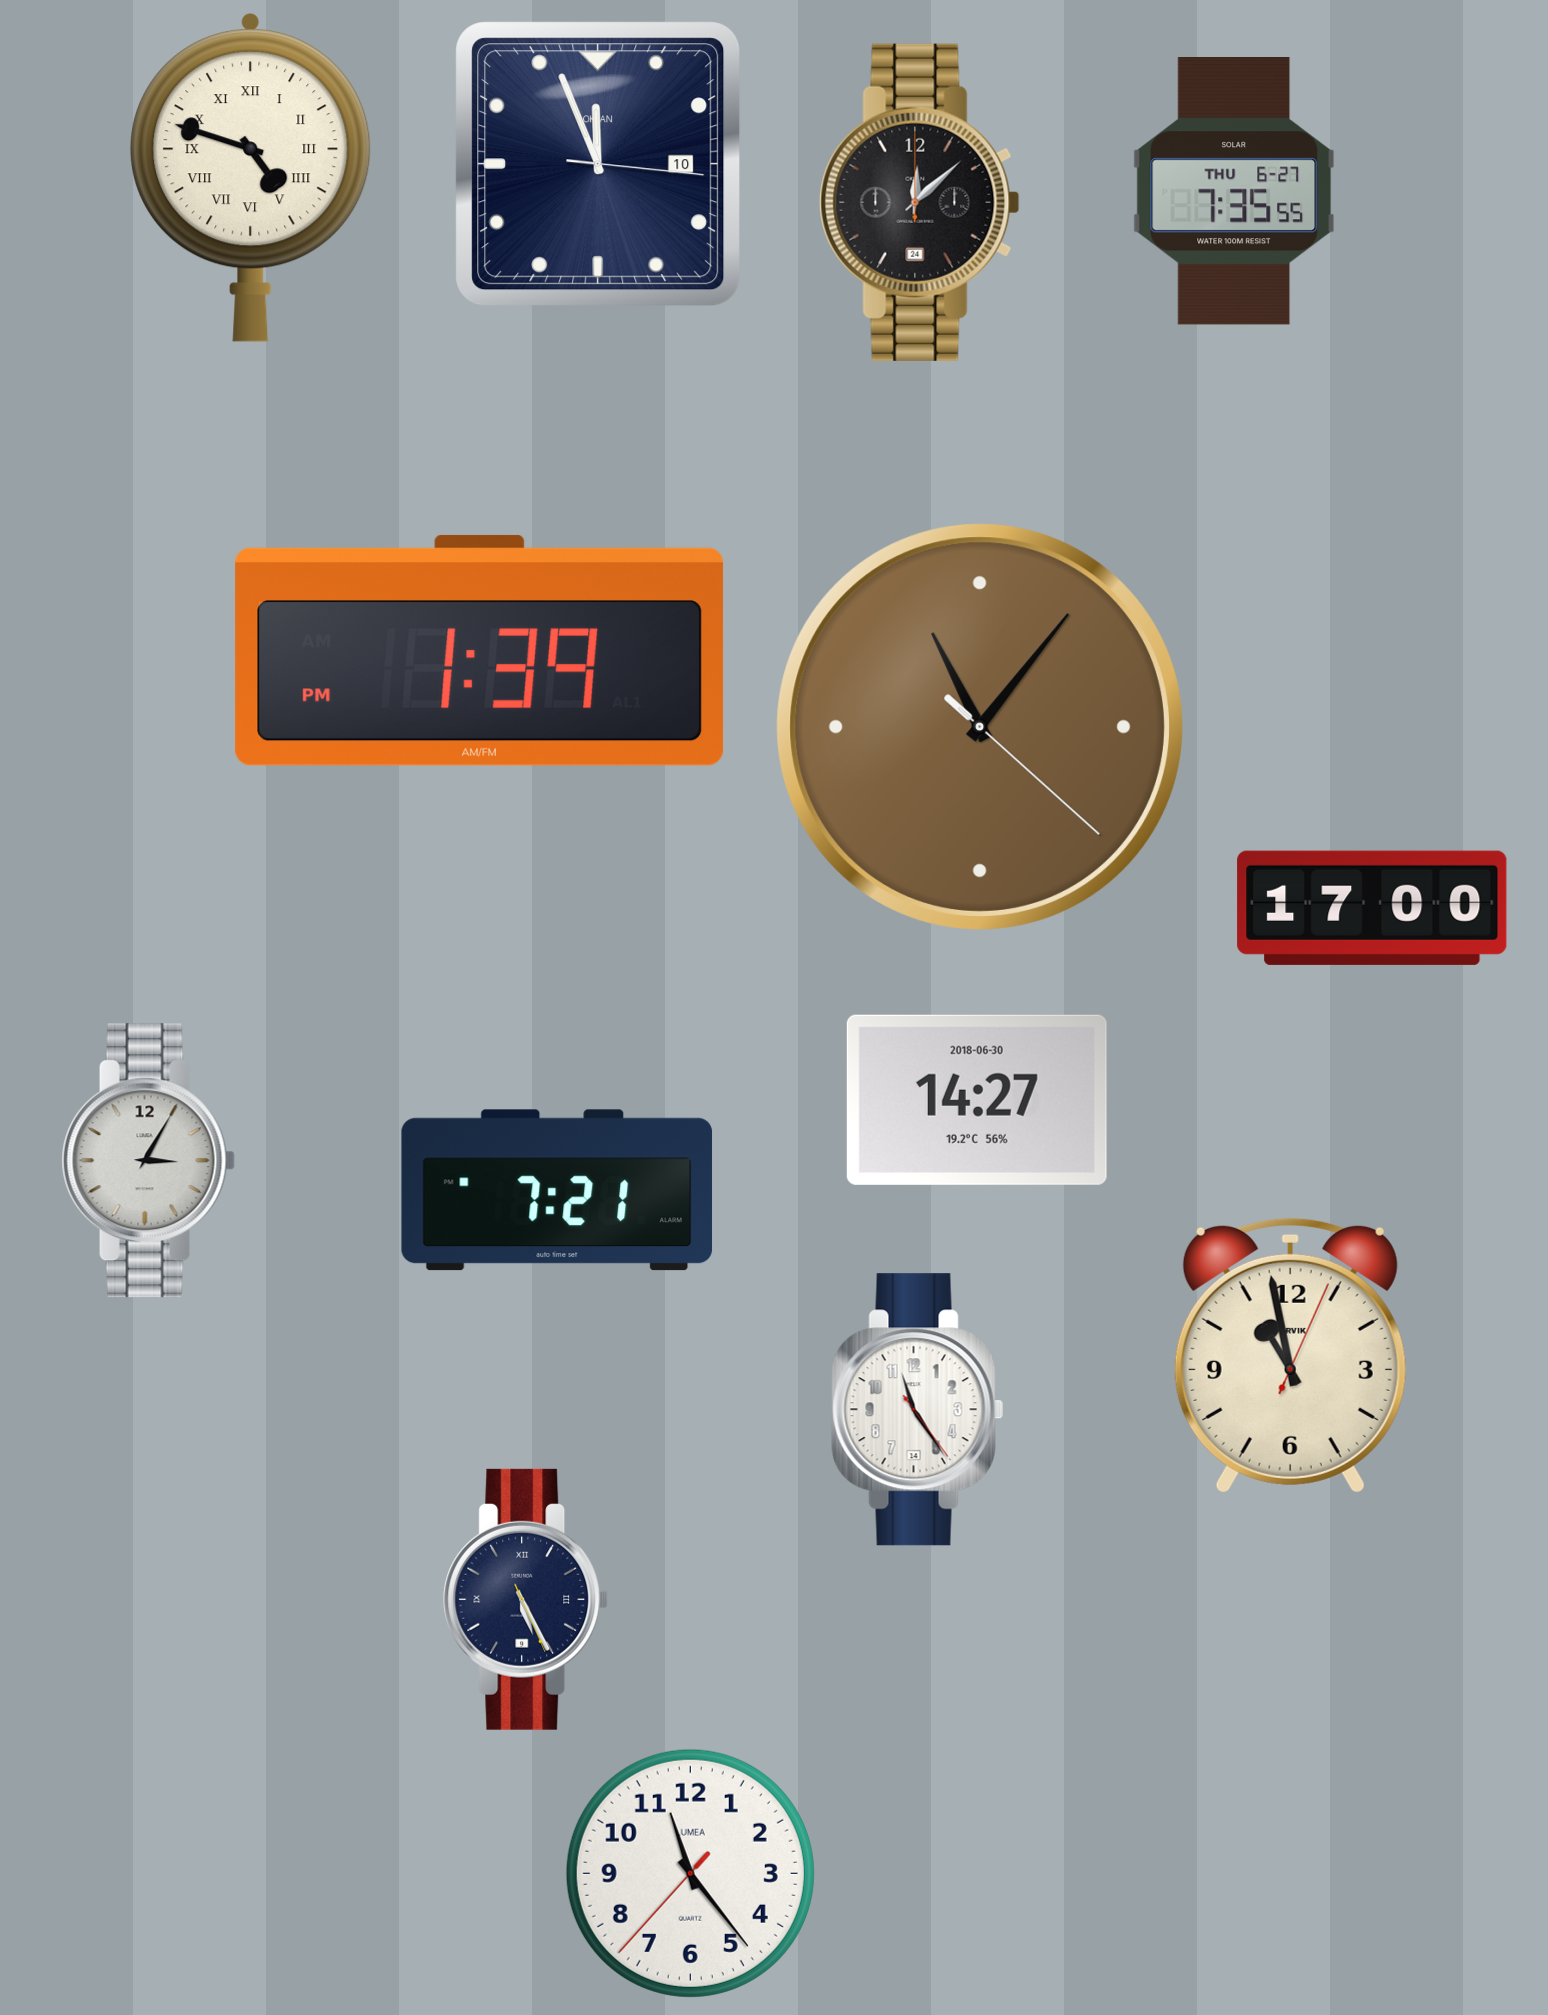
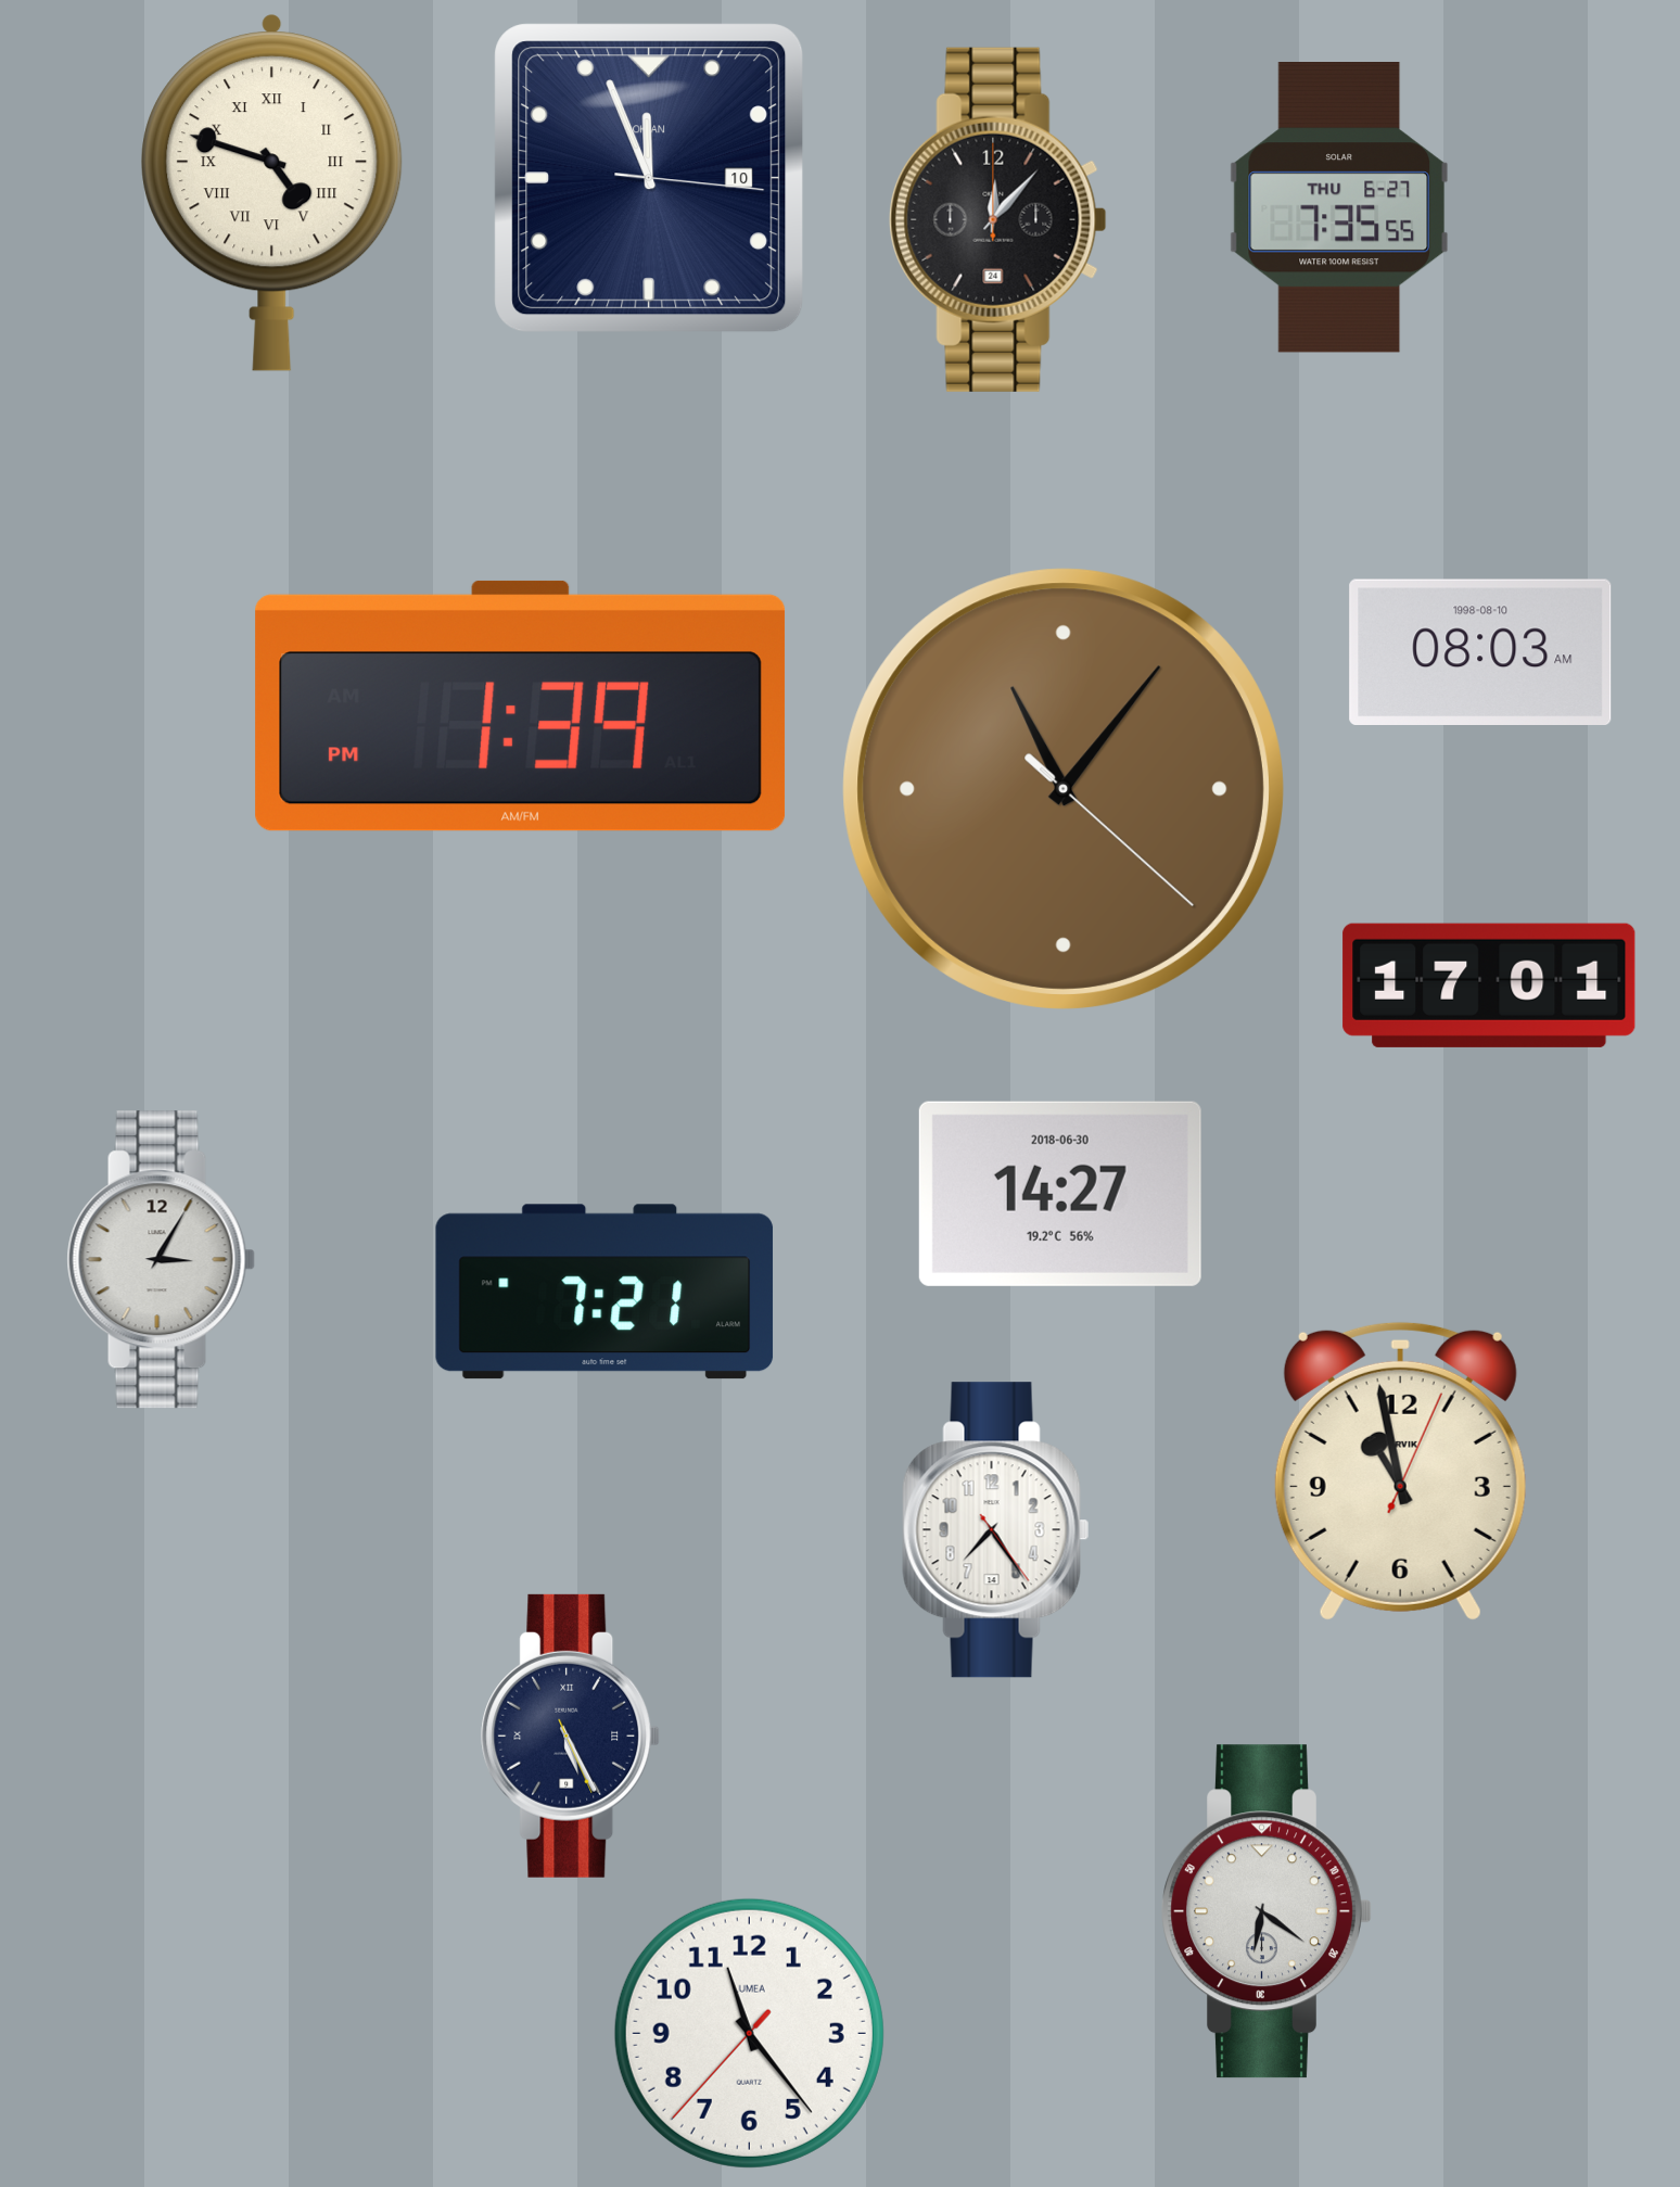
clock at (920, 202): 12:08 -> 12:07
clock at (1480, 651): none -> 08:03
clock at (1372, 908): 17:00 -> 17:01
clock at (918, 1410): 11:24 -> 7:24
clock at (1267, 1911): none -> 6:21
